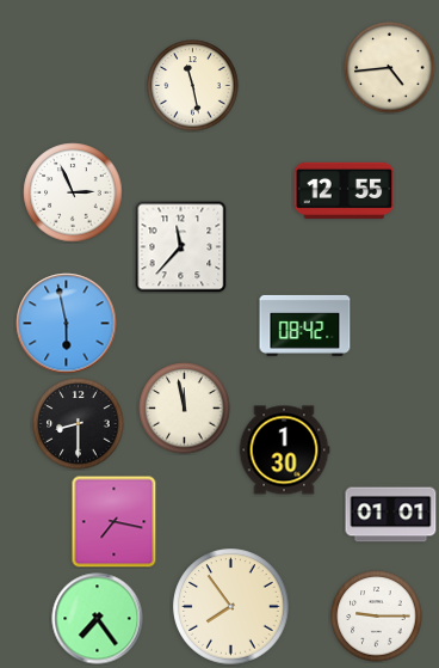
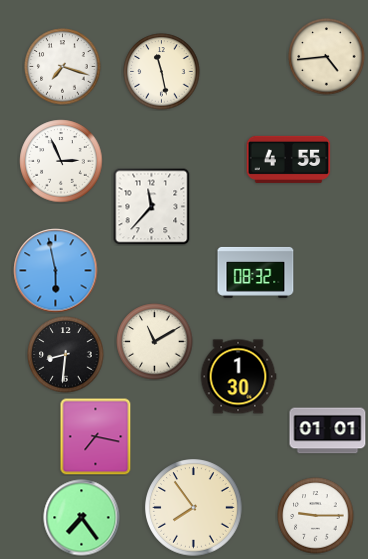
clock at (63, 67): none -> 7:18
clock at (345, 190): 12:55 -> 4:55
clock at (305, 325): 08:42 -> 08:32
clock at (185, 409): 11:58 -> 11:10
clock at (79, 424): 8:30 -> 8:31
